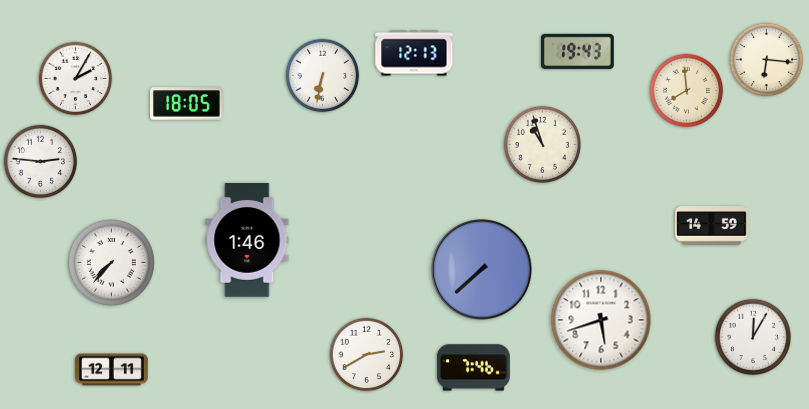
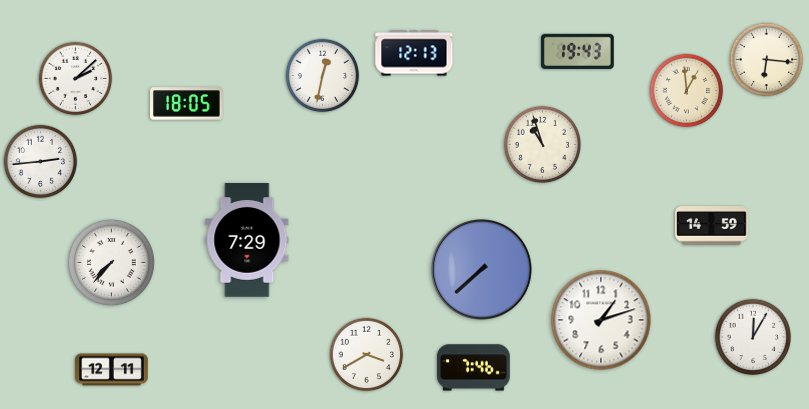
clock at (323, 76): 6:32 -> 12:32
clock at (76, 79): 2:05 -> 2:08
clock at (687, 91): 7:59 -> 12:59
clock at (41, 162): 2:46 -> 2:44
clock at (247, 240): 1:46 -> 7:29
clock at (601, 320): 5:42 -> 1:12
clock at (367, 355): 2:40 -> 3:40
